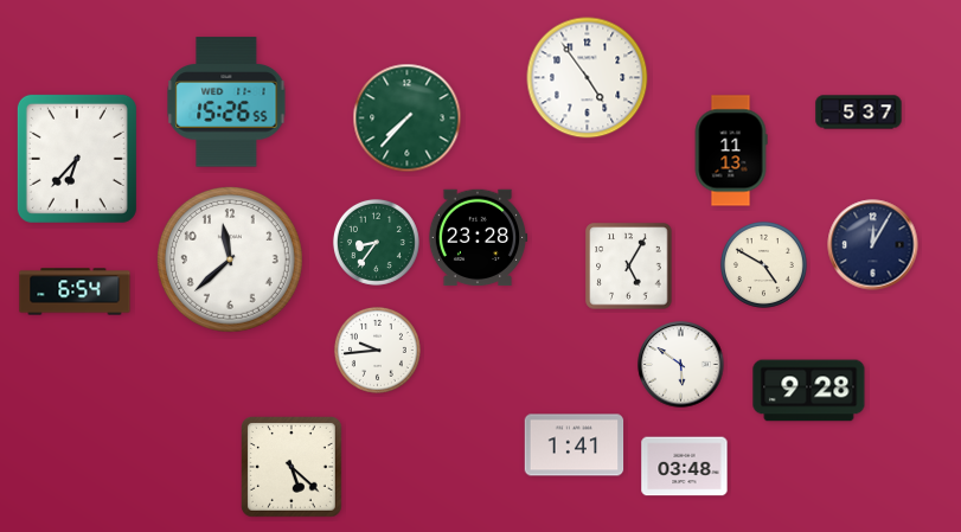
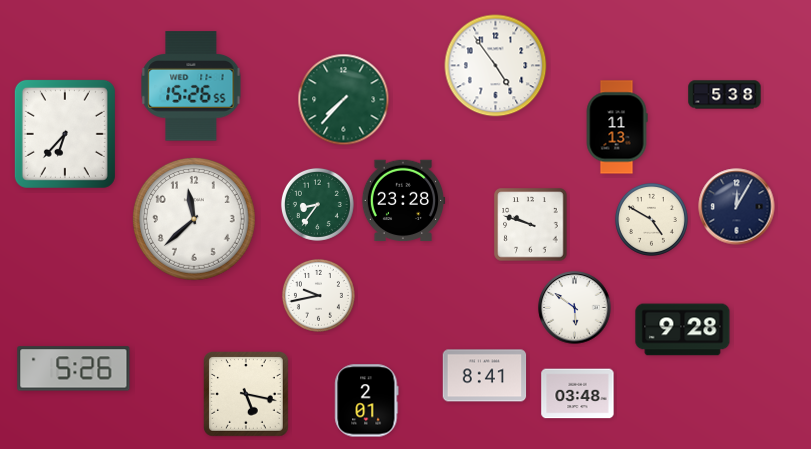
clock at (859, 113): 5:37 -> 5:38
clock at (763, 264) position: (763, 264) -> (651, 219)
clock at (629, 267): 5:05 -> 9:48
clock at (75, 291): 6:54 -> none
clock at (377, 350): 9:44 -> 9:43
clock at (74, 369): none -> 5:26
clock at (575, 446): 1:41 -> 8:41
clock at (291, 467): 5:22 -> 5:17
clock at (367, 401): none -> 2:01
